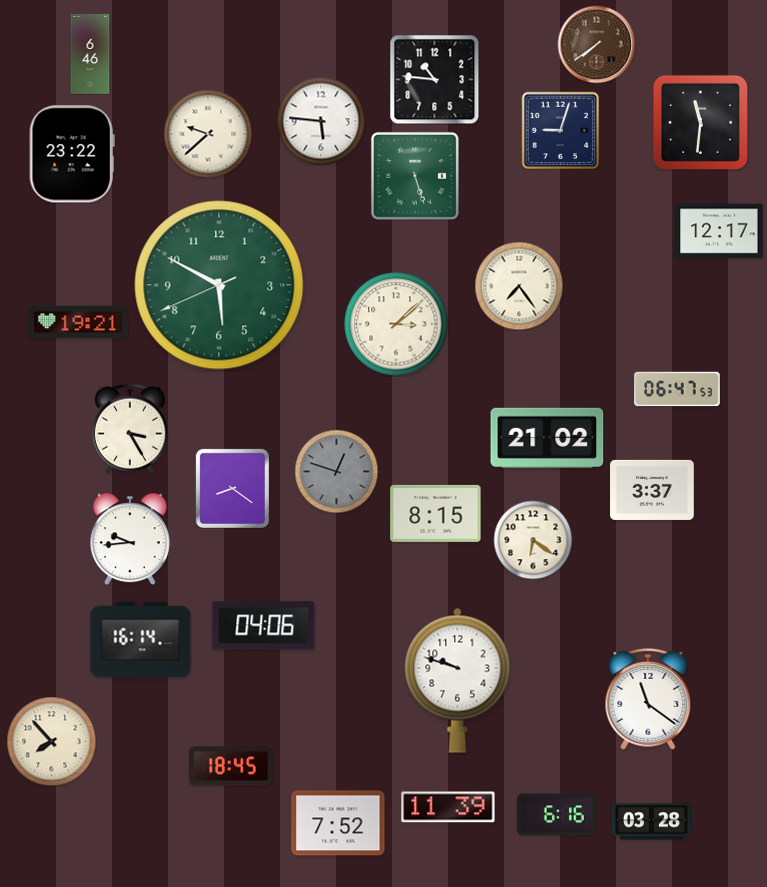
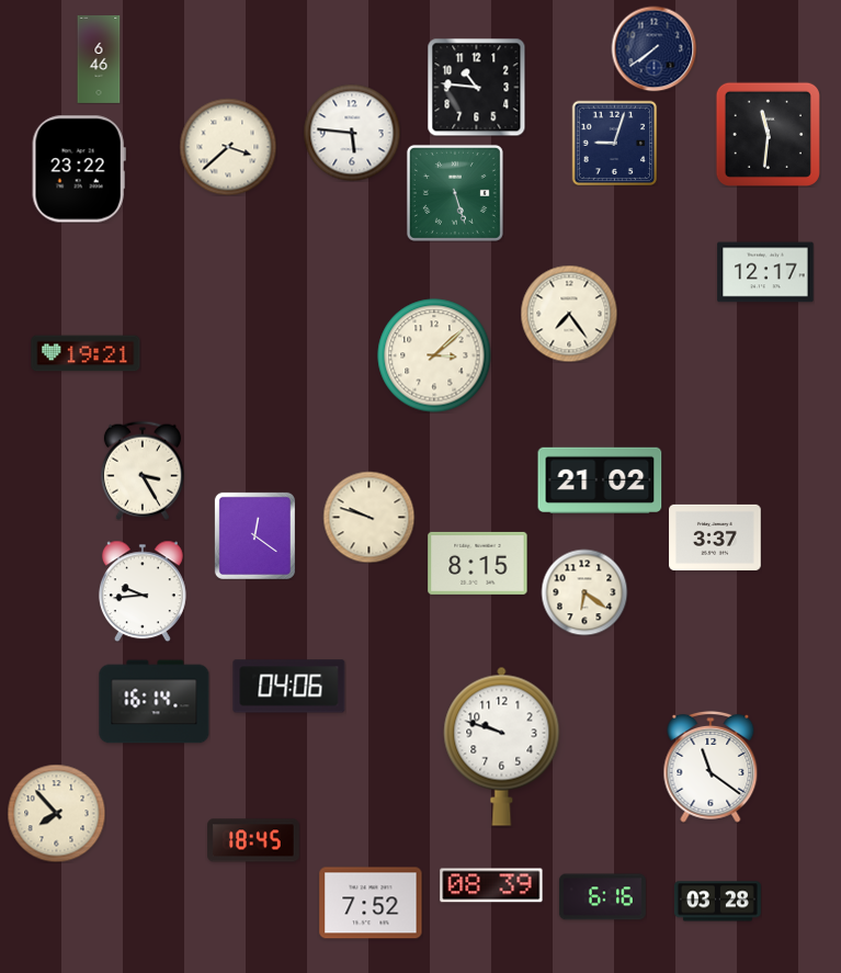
clock at (596, 44) dial: brown -> navy
clock at (208, 134): 9:38 -> 3:38
clock at (719, 231) position: (719, 231) -> (765, 272)
clock at (219, 285): 5:49 -> none
clock at (677, 389): 06:47 -> none
clock at (336, 471): 12:48 -> 9:48
clock at (336, 471) dial: grey -> cream
clock at (232, 488): 8:21 -> 12:21
clock at (448, 807): 11:39 -> 08:39
clock at (556, 815) position: (556, 815) -> (602, 897)
clock at (651, 822) position: (651, 822) -> (717, 902)
